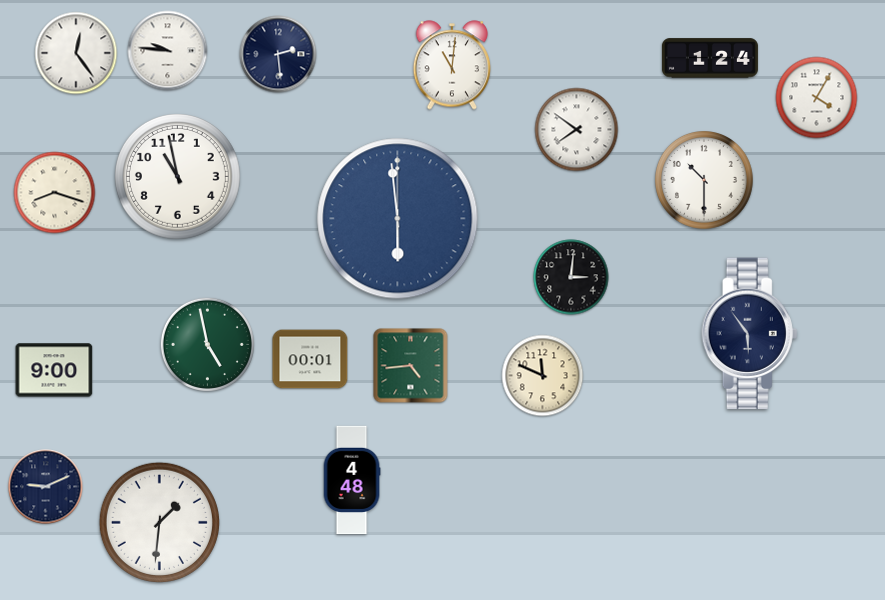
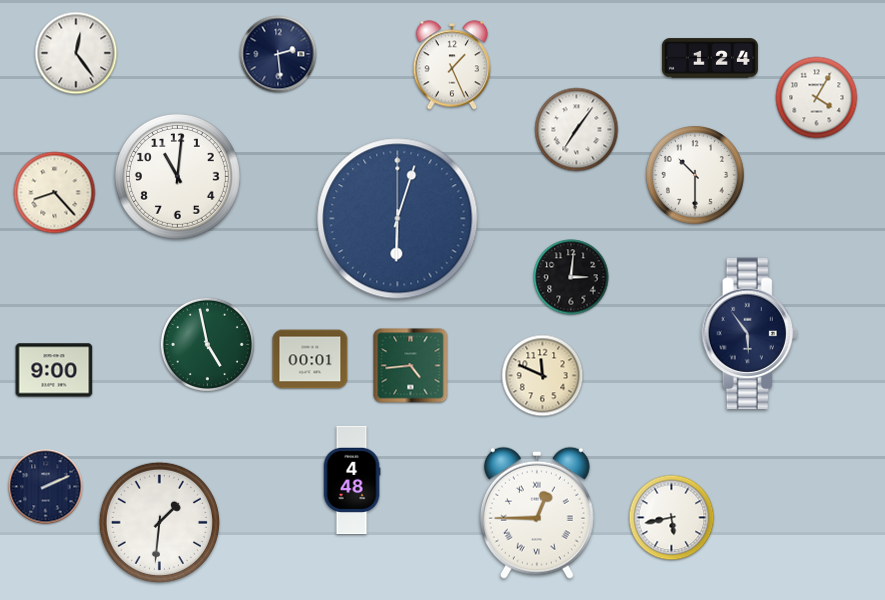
clock at (168, 51): 9:46 -> none
clock at (452, 65): 11:01 -> 1:26
clock at (577, 130): 7:51 -> 7:06
clock at (177, 176): 10:58 -> 11:01
clock at (705, 181) position: (705, 181) -> (696, 176)
clock at (55, 193): 8:18 -> 8:23
clock at (398, 219): 5:59 -> 6:03
clock at (46, 487): 9:11 -> 2:11
clock at (537, 513): none -> 12:45
clock at (672, 518): none -> 5:43
